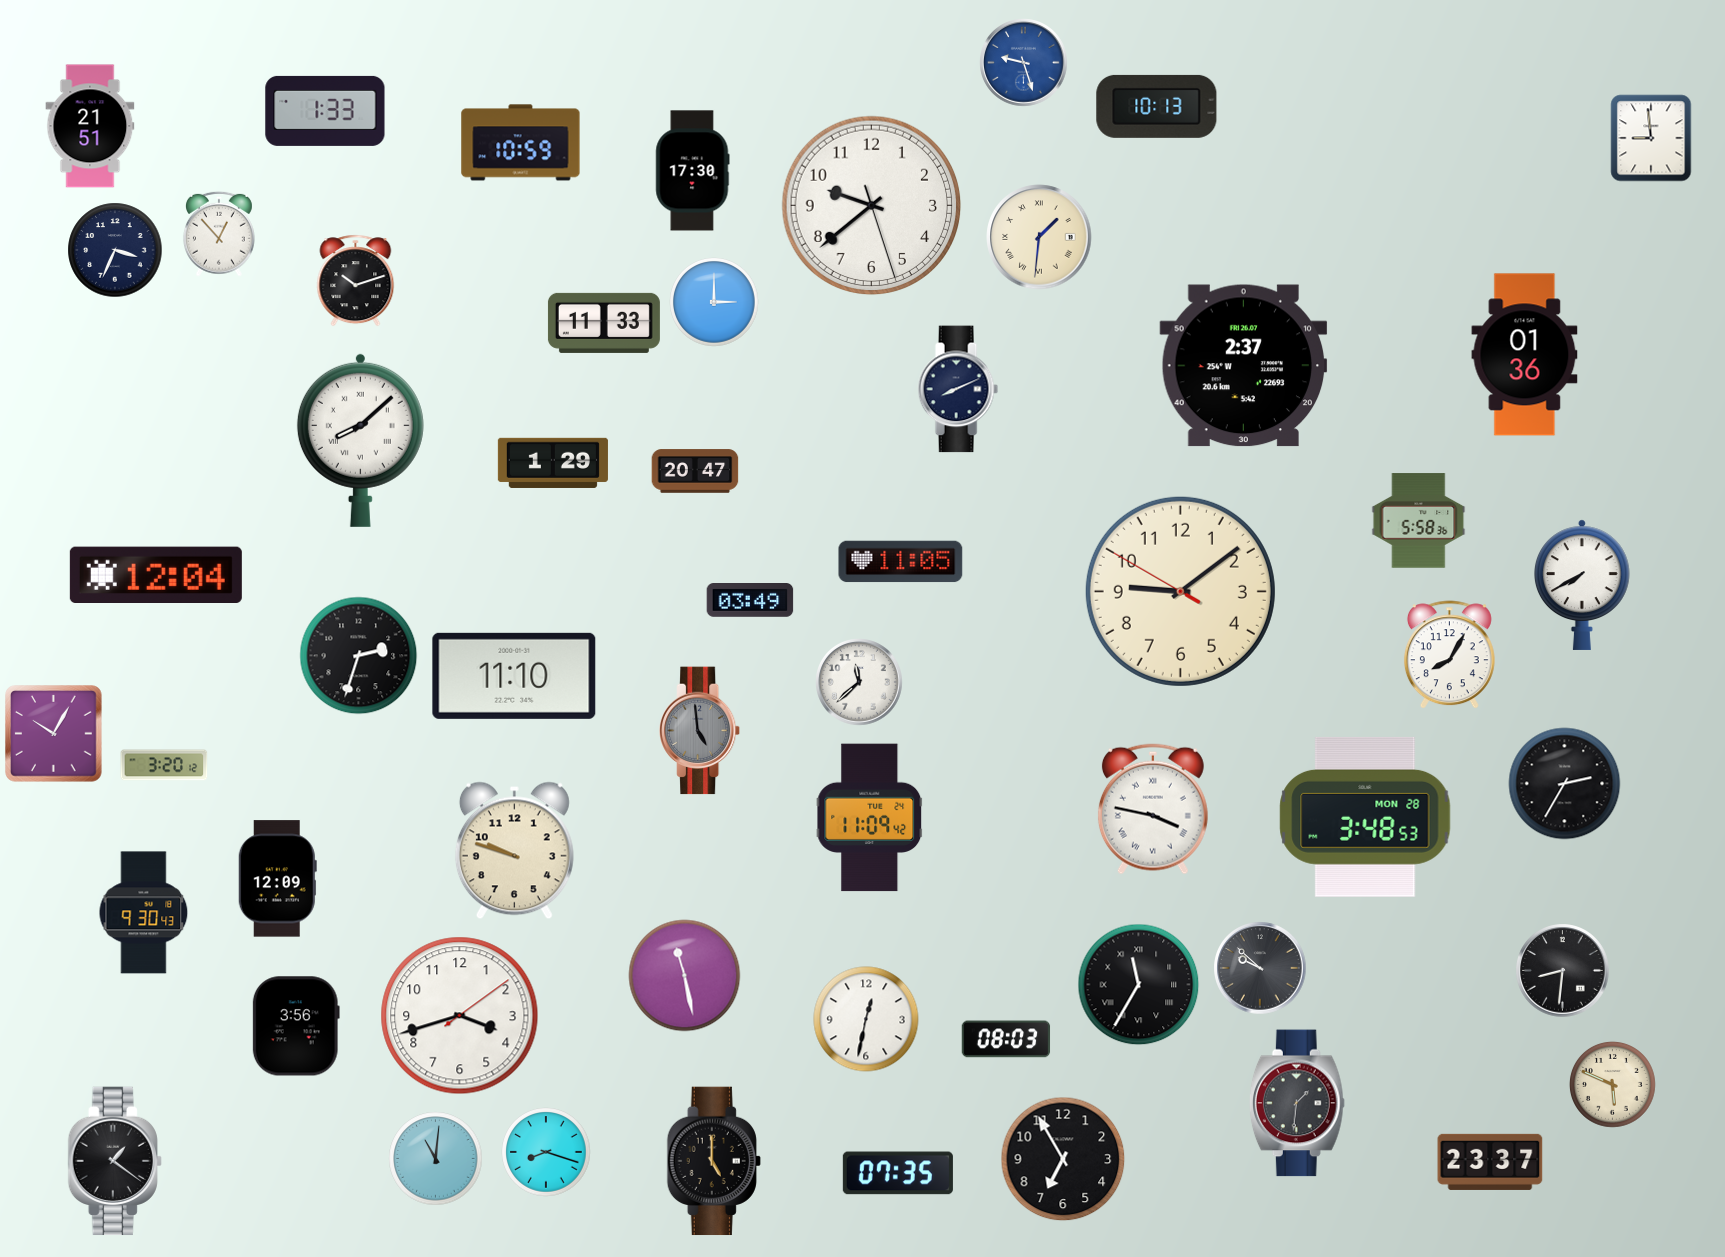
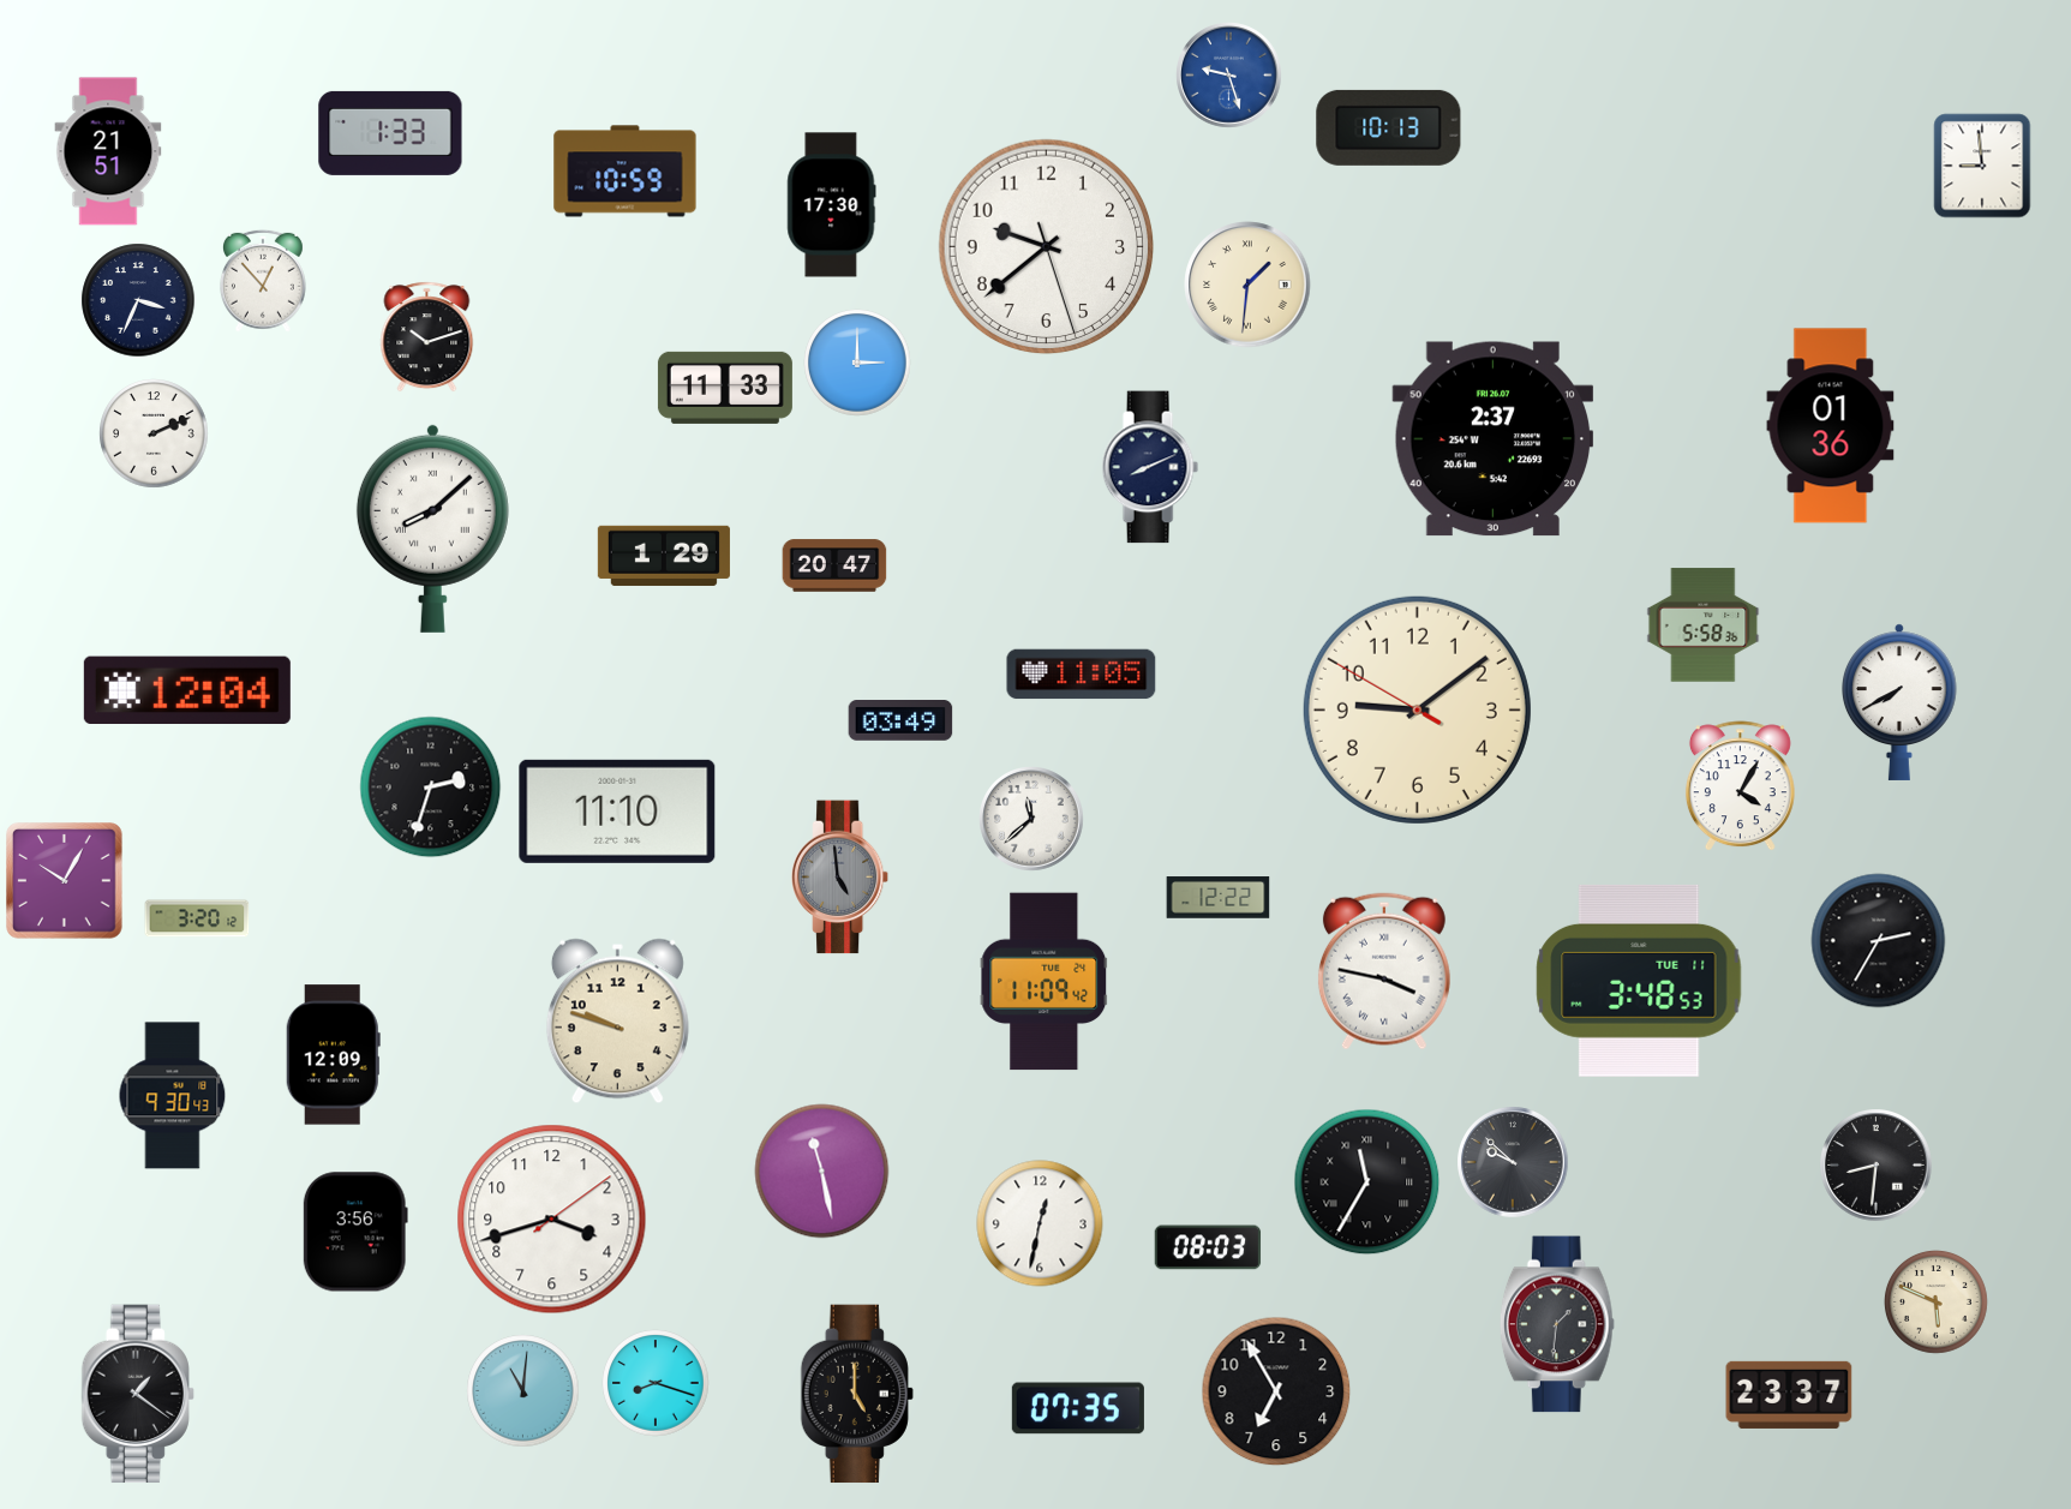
clock at (154, 433): none -> 2:11
clock at (1449, 655): 8:05 -> 4:05
clock at (1219, 898): none -> 12:22
clock at (1365, 817) date: MON 28 -> TUE 11
